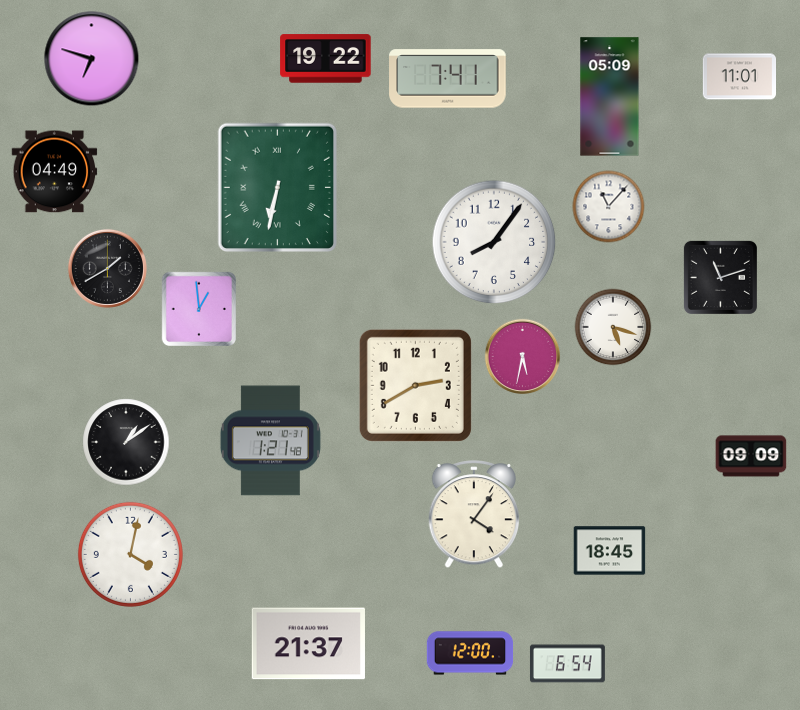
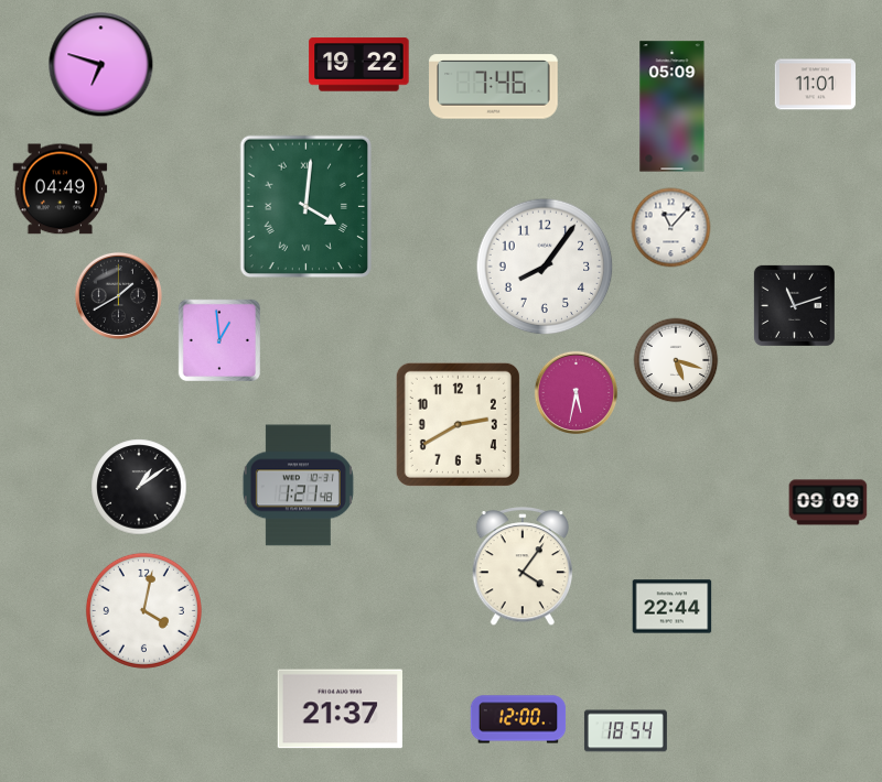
clock at (448, 79): 7:41 -> 7:46
clock at (277, 187): 6:32 -> 4:01
clock at (610, 551): 18:45 -> 22:44
clock at (567, 664): 6:54 -> 18:54
